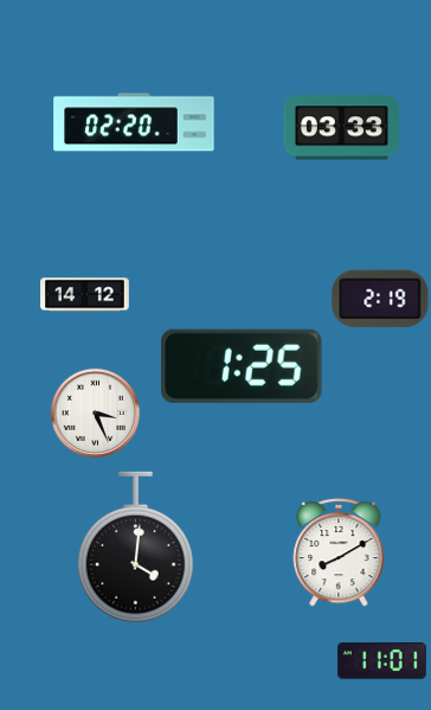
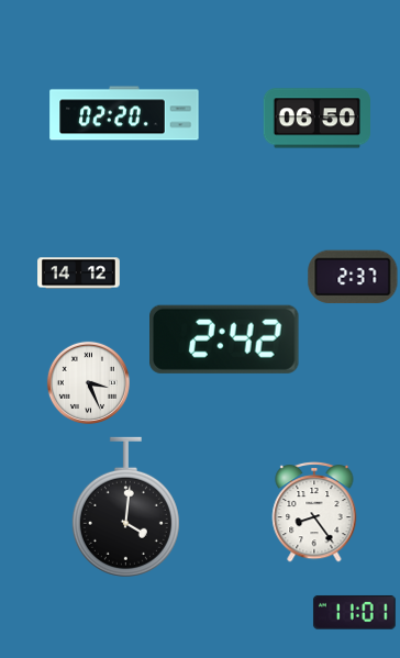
clock at (341, 128): 03:33 -> 06:50
clock at (380, 299): 2:19 -> 2:37
clock at (243, 366): 1:25 -> 2:42
clock at (339, 552): 8:10 -> 8:24
